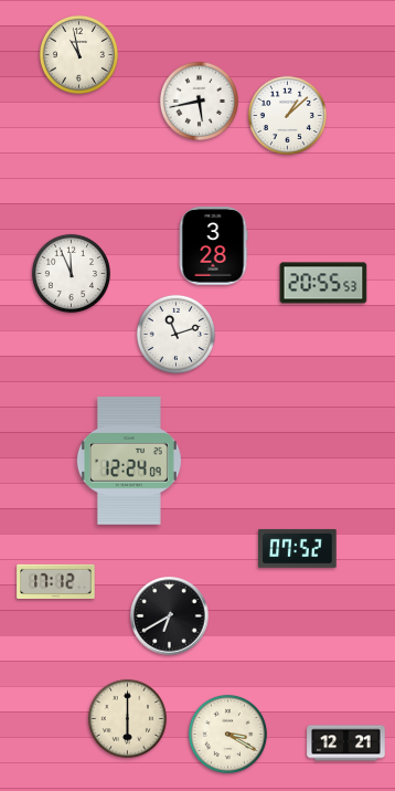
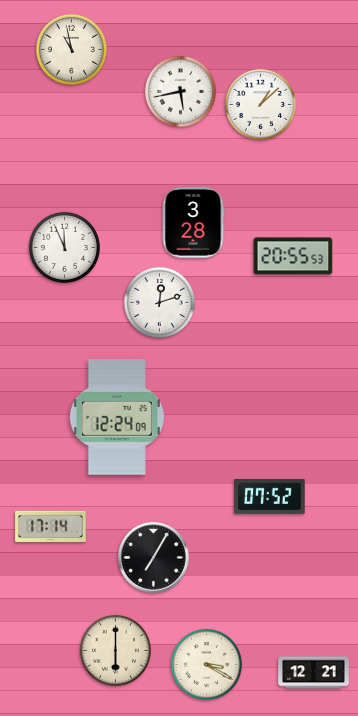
clock at (175, 334): 11:12 -> 12:12
clock at (56, 582): 17:12 -> 17:14
clock at (170, 616): 6:40 -> 7:05
